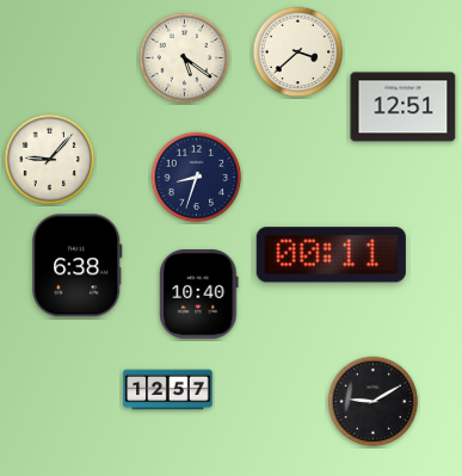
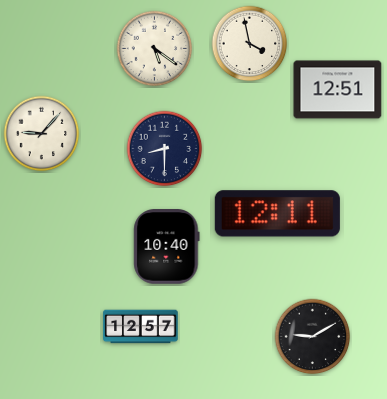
clock at (298, 52): 3:38 -> 3:58
clock at (197, 178): 8:33 -> 8:30
clock at (331, 255): 00:11 -> 12:11
clock at (78, 266): 6:38 -> none
